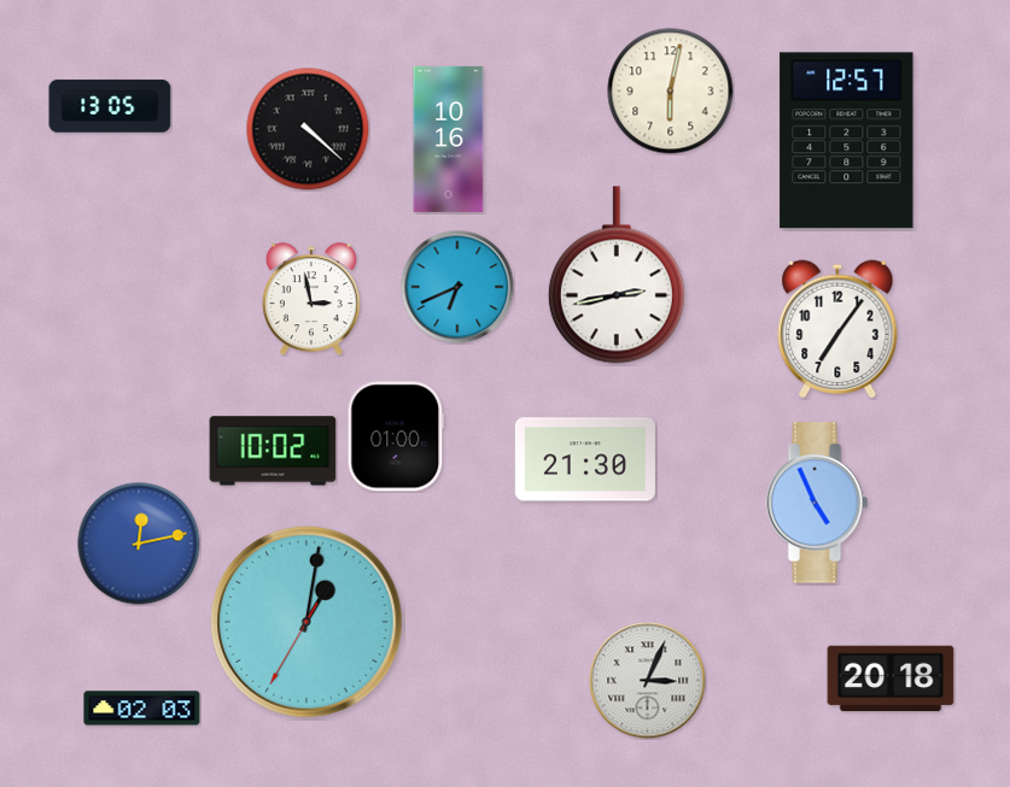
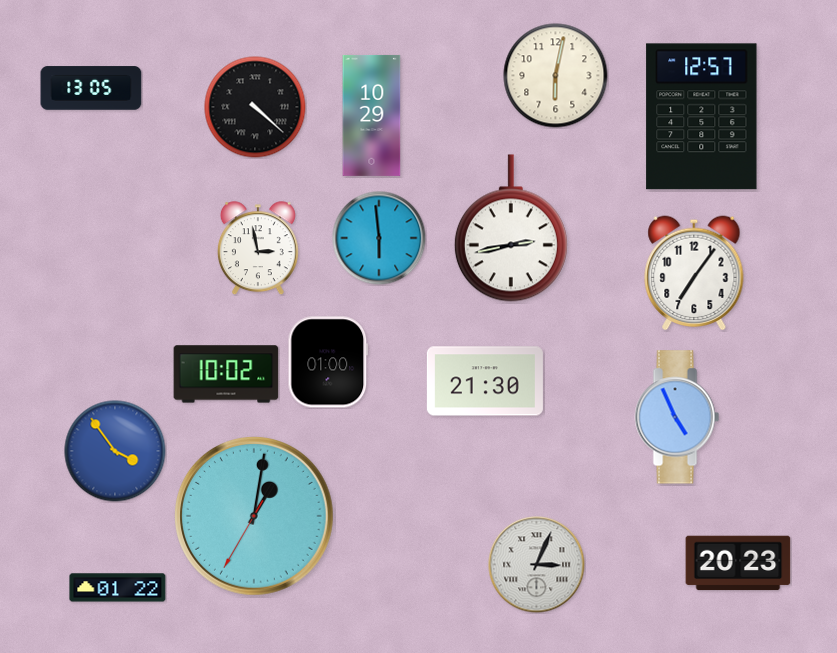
clock at (449, 139): 10:16 -> 10:29
clock at (457, 287): 6:41 -> 5:59
clock at (139, 544): 12:13 -> 3:54
clock at (891, 679): 20:18 -> 20:23
clock at (142, 709): 02:03 -> 01:22
